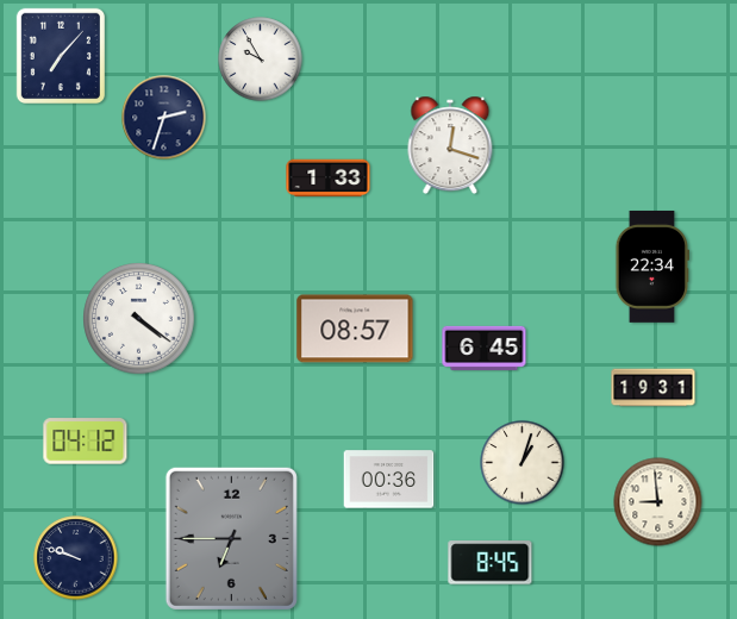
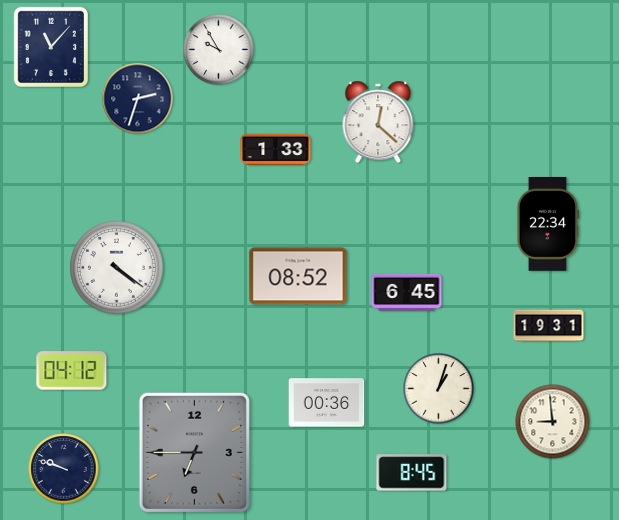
clock at (60, 55): 7:07 -> 11:07
clock at (450, 145): 12:18 -> 12:22
clock at (355, 329): 08:57 -> 08:52
